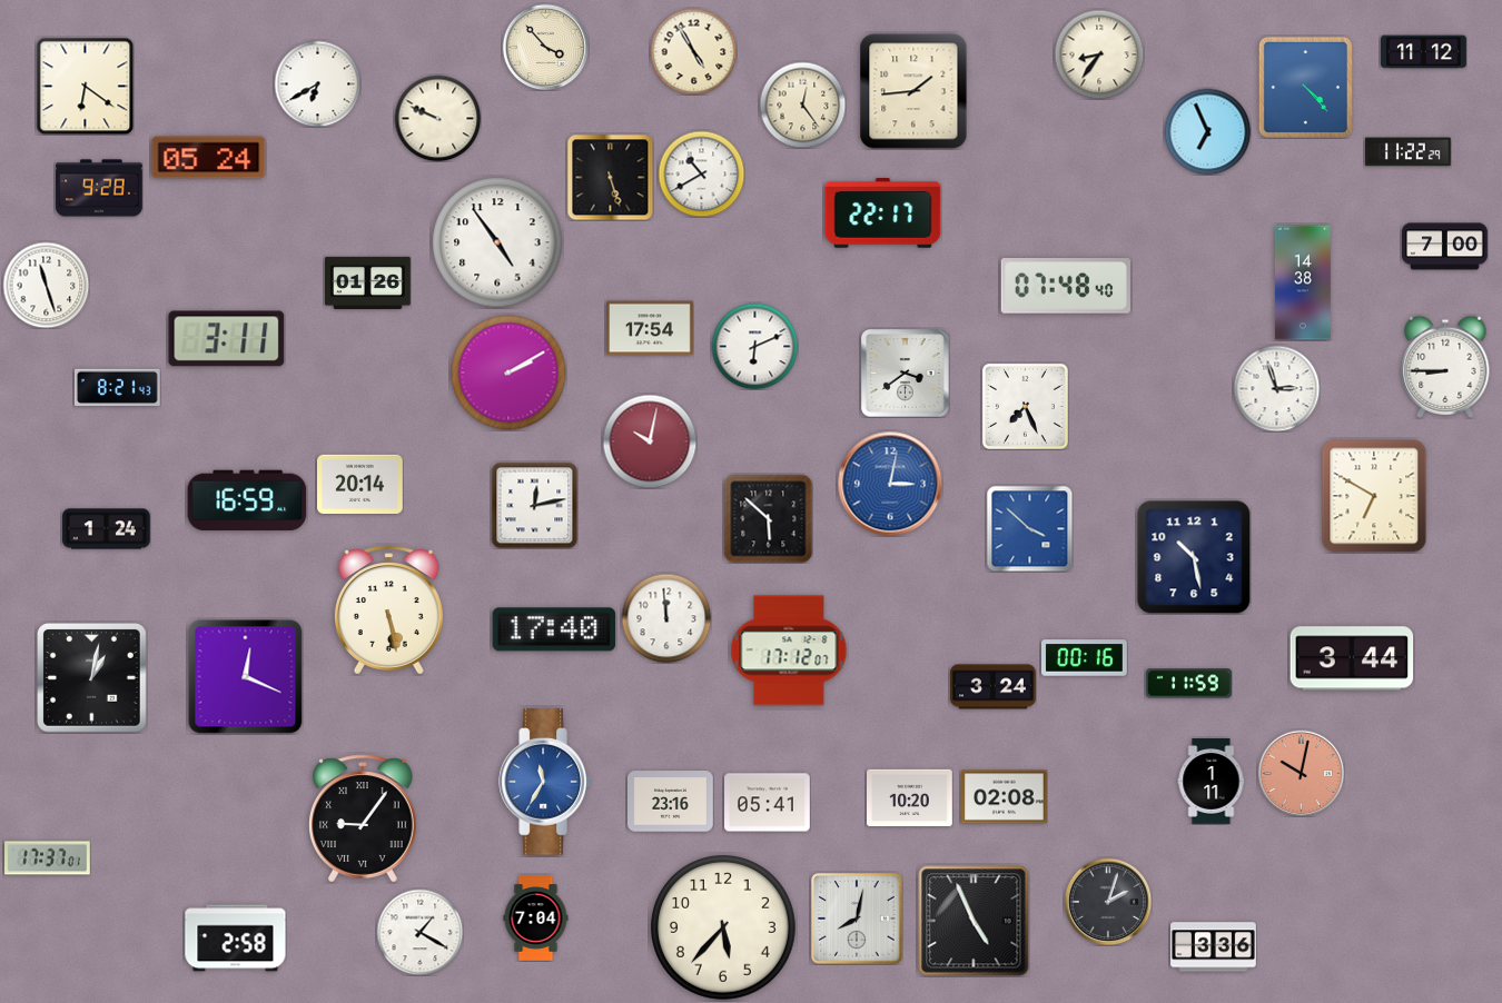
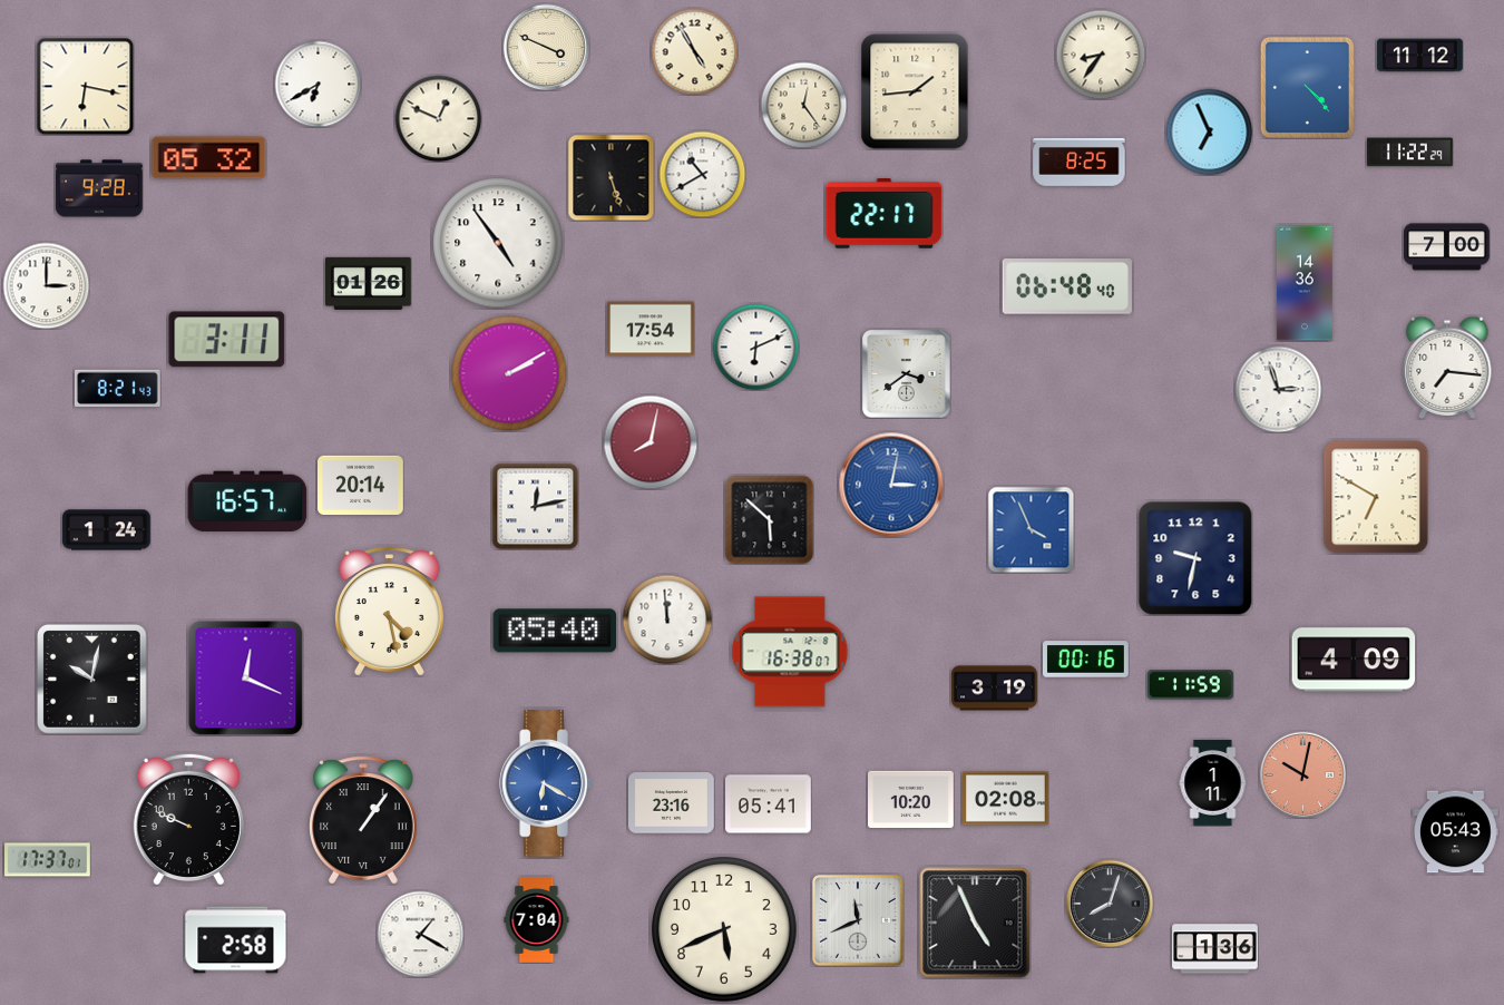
clock at (545, 47): 3:53 -> 3:49
clock at (1424, 52) position: (1424, 52) -> (1420, 56)
clock at (85, 86): 6:21 -> 6:17
clock at (437, 118): 9:49 -> 12:49
clock at (209, 158): 05:24 -> 05:32
clock at (1080, 163): none -> 8:25
clock at (1303, 282): 14:38 -> 14:36
clock at (46, 285): 11:27 -> 3:00
clock at (1066, 287): 07:48 -> 06:48
clock at (1445, 367): 8:45 -> 7:16
clock at (1025, 406): 7:26 -> none
clock at (650, 441): 10:02 -> 8:02
clock at (247, 500): 16:59 -> 16:57
clock at (1029, 528): 3:52 -> 3:56
clock at (1194, 557): 10:28 -> 9:32
clock at (388, 610): 5:28 -> 4:28
clock at (554, 629): 17:40 -> 05:40
clock at (789, 651): 17:12 -> 16:38
clock at (1352, 658): 3:44 -> 4:09
clock at (92, 678): 1:02 -> 10:02
clock at (994, 687): 3:24 -> 3:19
clock at (545, 782): 11:35 -> 6:20
clock at (188, 819): none -> 9:49
clock at (363, 818): 9:06 -> 1:06
clock at (1456, 832): none -> 05:43
clock at (1108, 902): 2:03 -> 8:03
clock at (858, 920): 8:02 -> 11:41
clock at (724, 928): 5:37 -> 5:41
clock at (1214, 947): 3:36 -> 1:36
